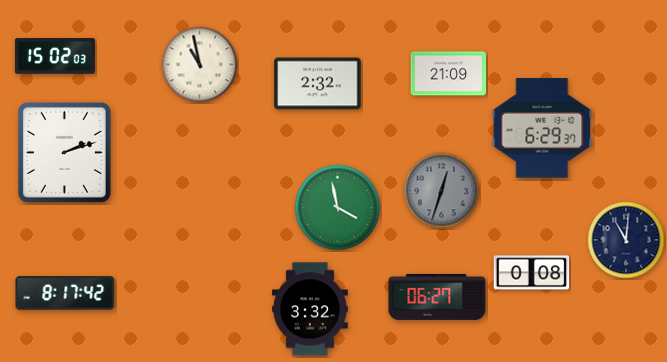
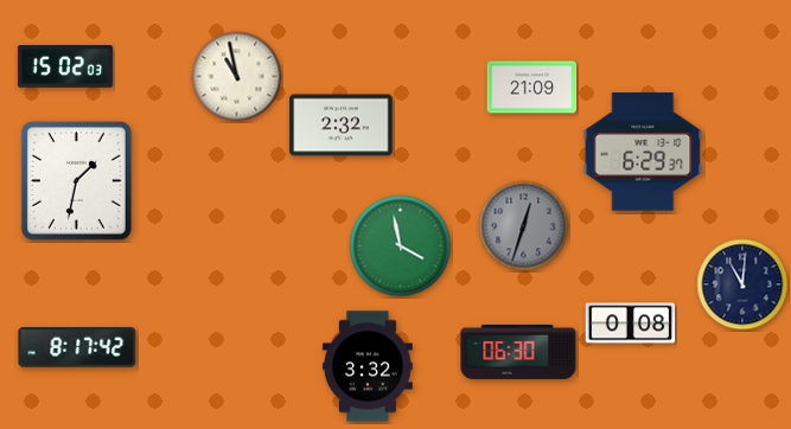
clock at (318, 84) position: (318, 84) -> (342, 126)
clock at (64, 152): 2:12 -> 1:32
clock at (437, 297): 06:27 -> 06:30
